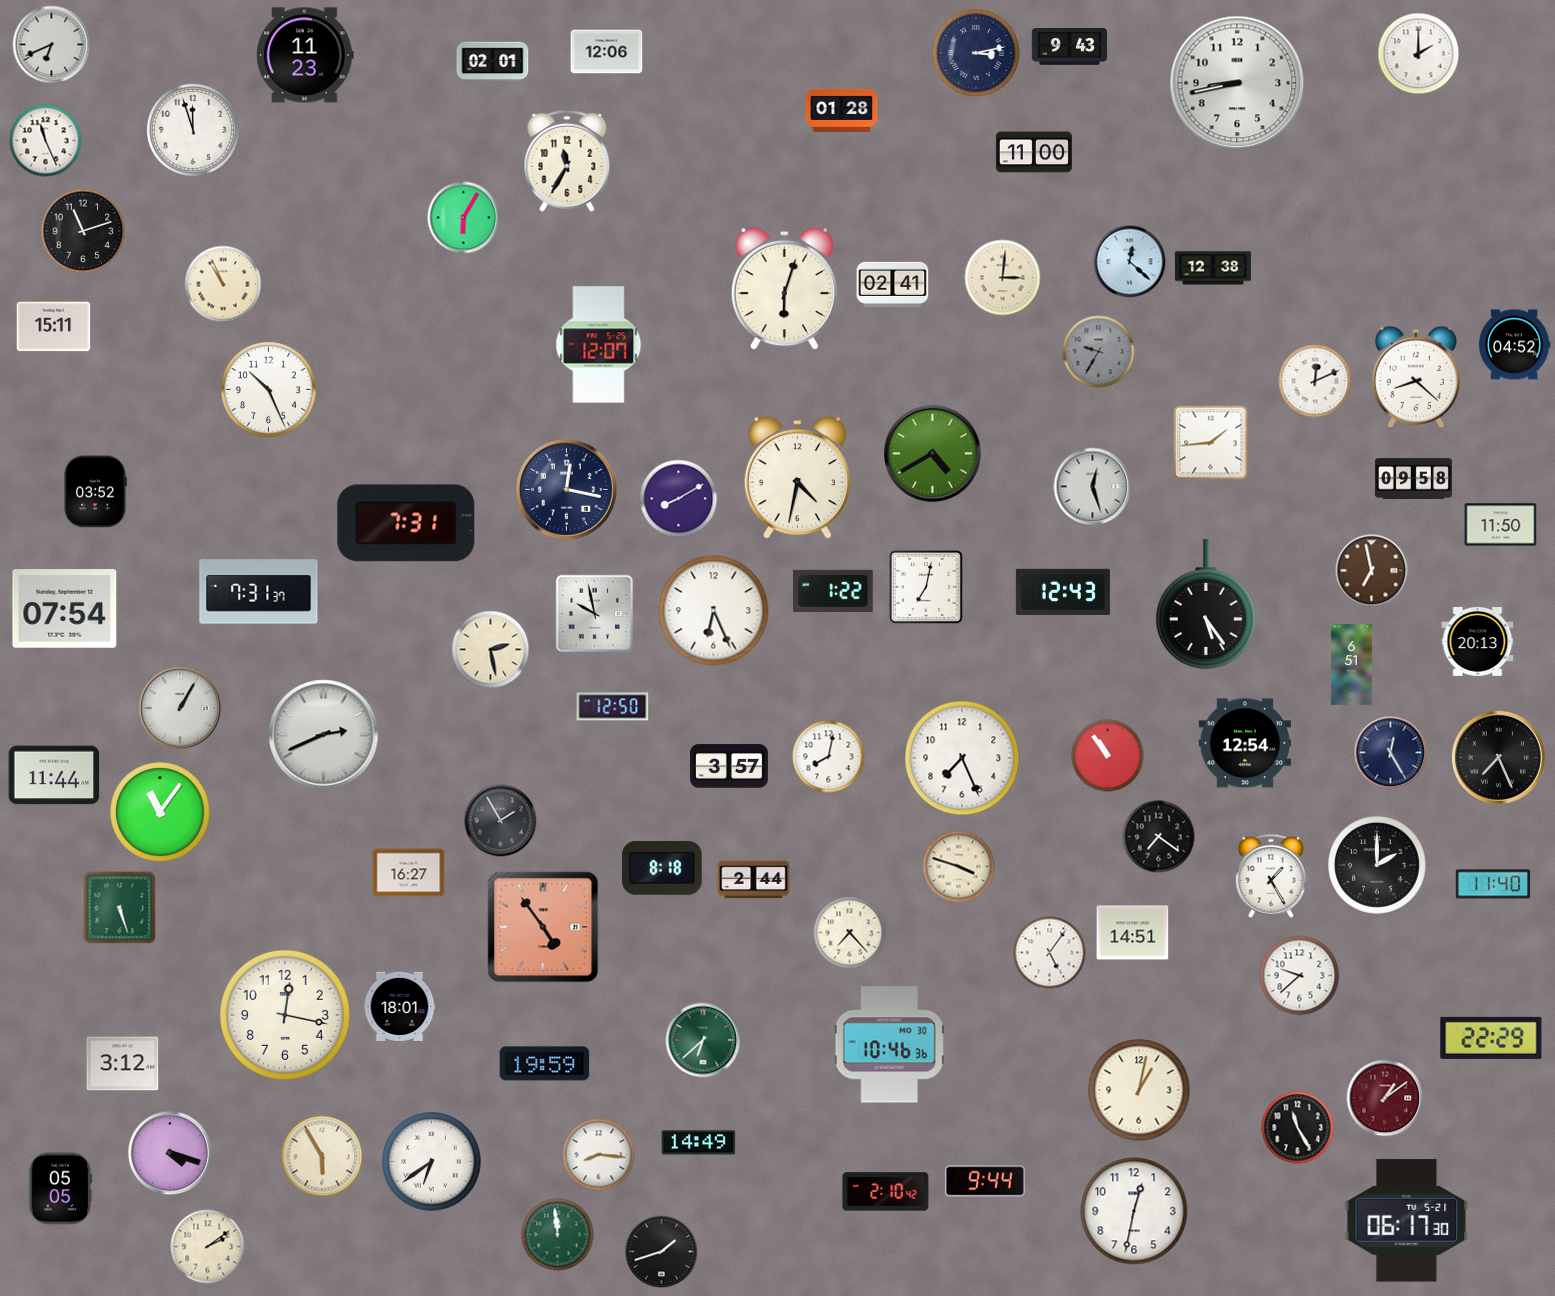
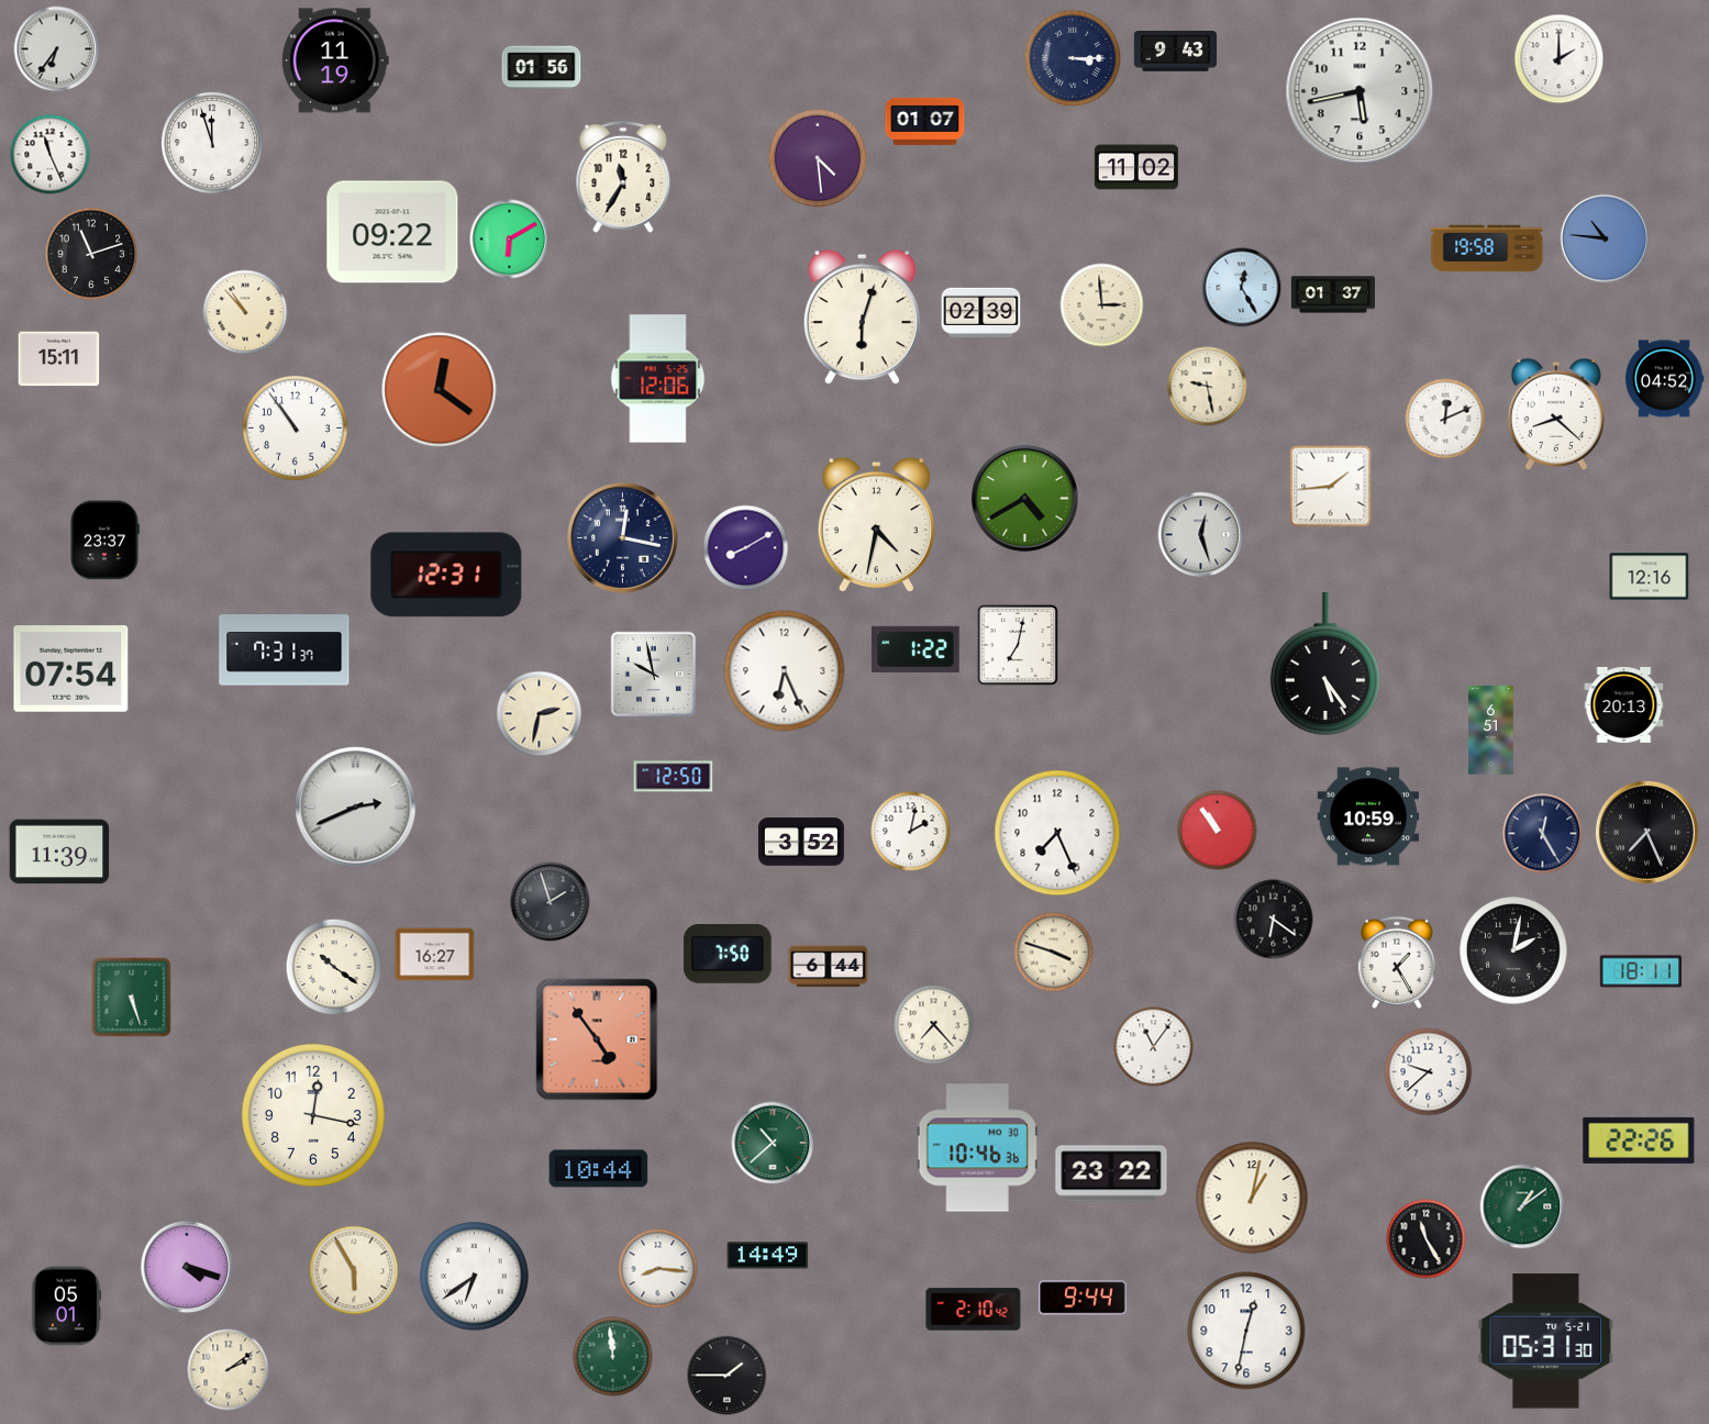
clock at (52, 45): 6:41 -> 6:36
clock at (607, 52): 12:06 -> none
clock at (976, 53): 3:13 -> 3:15
clock at (305, 55): 11:23 -> 11:19
clock at (493, 62): 02:01 -> 01:56
clock at (1237, 83): 8:43 -> 5:43
clock at (842, 110): 01:28 -> 01:07
clock at (818, 158): none -> 4:29
clock at (1034, 152): 11:00 -> 11:02
clock at (392, 232): none -> 09:22
clock at (1605, 238): none -> 10:46
clock at (464, 218): 6:05 -> 6:10
clock at (1487, 248): none -> 19:58
clock at (1130, 262): 12:22 -> 12:25
clock at (1213, 268): 12:38 -> 01:37
clock at (1003, 278): 3:01 -> 2:59
clock at (223, 284): 10:56 -> 10:53
clock at (893, 284): 02:41 -> 02:39
clock at (599, 345): 12:07 -> 12:06
clock at (1099, 352): 9:35 -> 9:28
clock at (1099, 352) dial: grey -> cream
clock at (440, 390): none -> 12:21
clock at (269, 390): 10:26 -> 10:54
clock at (1413, 479): 09:58 -> none
clock at (95, 492): 03:52 -> 23:37
clock at (406, 523): 7:31 -> 12:31
clock at (1501, 525): 11:50 -> 12:16
clock at (1372, 571): 6:58 -> none
clock at (1063, 592): 12:43 -> none
clock at (491, 650): 2:28 -> 2:32
clock at (1352, 665) position: (1352, 665) -> (1491, 731)
clock at (180, 708): 1:05 -> none
clock at (1244, 743): 12:54 -> 10:59
clock at (1391, 753) position: (1391, 753) -> (1543, 834)
clock at (829, 757): 8:02 -> 2:02
clock at (729, 766): 3:57 -> 3:52
clock at (54, 775): 11:44 -> 11:39
clock at (160, 812): 11:06 -> none
clock at (501, 821): 1:55 -> 1:57
clock at (1159, 837): 7:21 -> 6:21
clock at (1377, 865): 2:00 -> 2:02
clock at (662, 869): 8:18 -> 7:50
clock at (409, 873) position: (409, 873) -> (435, 955)
clock at (334, 967): none -> 10:21
clock at (754, 880): 2:44 -> 6:44
clock at (1493, 884): 11:40 -> 18:11
clock at (543, 927) position: (543, 927) -> (597, 1039)
clock at (1133, 933): 14:51 -> none
clock at (1050, 953): 5:06 -> 11:06
clock at (400, 1006): 18:01 -> none
clock at (1491, 1038): 22:29 -> 22:26
clock at (703, 1040): 6:38 -> 10:38
clock at (123, 1064): 3:12 -> none
clock at (545, 1064): 19:59 -> 10:44
clock at (1111, 1173): none -> 23:22
clock at (1385, 1098) dial: burgundy -> green
clock at (60, 1189): 05:05 -> 05:01
clock at (1407, 1221): 06:17 -> 05:31
clock at (662, 1252): 1:42 -> 1:45
